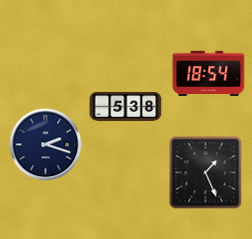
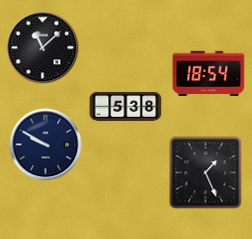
clock at (43, 48): none -> 11:08
clock at (46, 145): 2:18 -> 9:50
